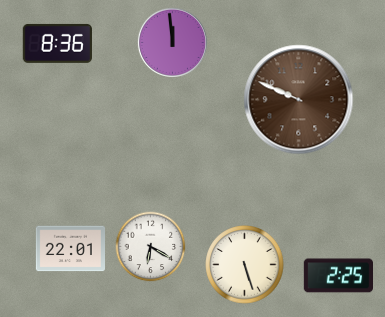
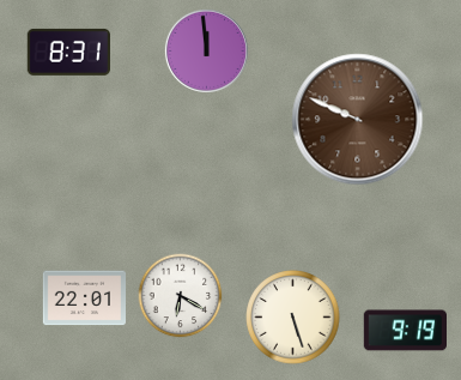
clock at (57, 43): 8:36 -> 8:31
clock at (338, 276): 2:25 -> 9:19
